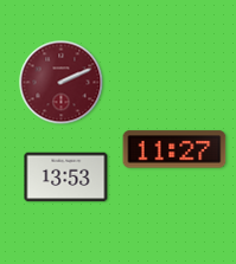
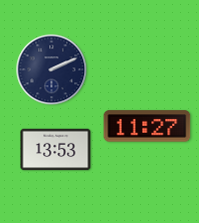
clock at (62, 83) dial: burgundy -> navy
